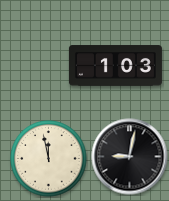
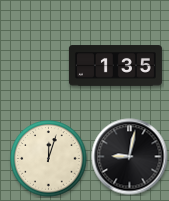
clock at (115, 66): 1:03 -> 1:35
clock at (49, 159): 11:58 -> 12:03
